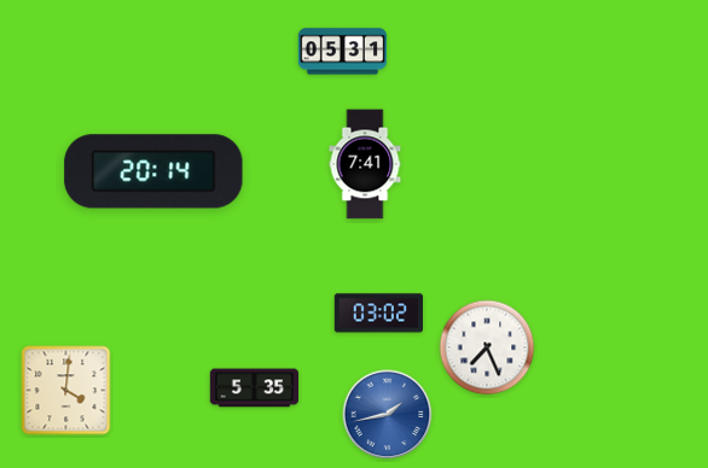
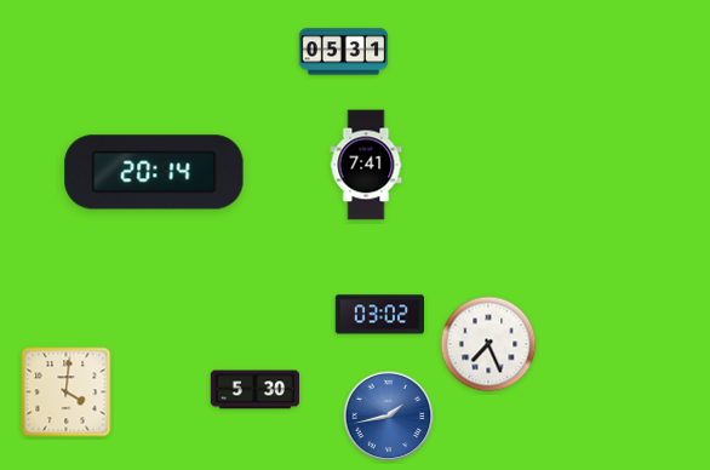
clock at (487, 347) position: (487, 347) -> (488, 344)
clock at (255, 388): 5:35 -> 5:30
